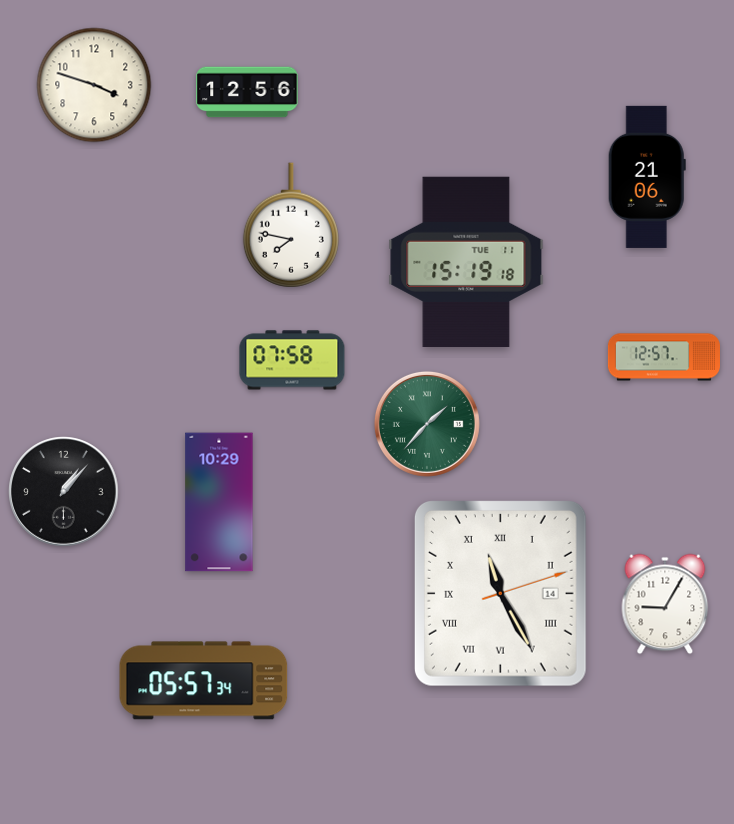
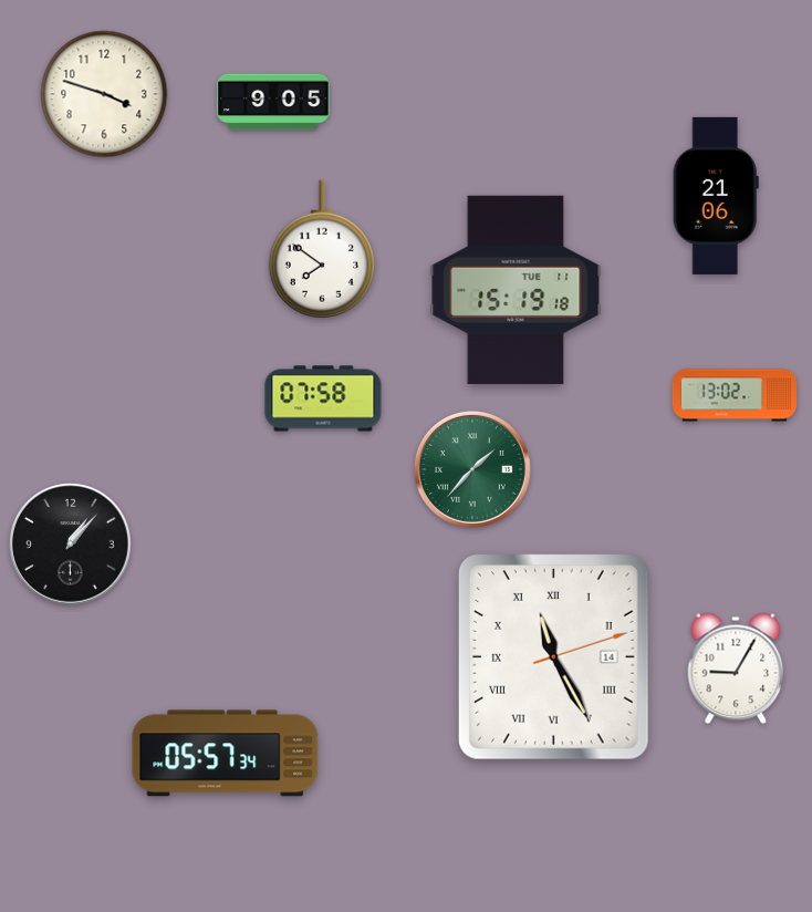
clock at (247, 92): 12:56 -> 9:05
clock at (291, 225): 7:47 -> 7:51
clock at (664, 357): 12:57 -> 13:02
clock at (219, 502): 10:29 -> none
